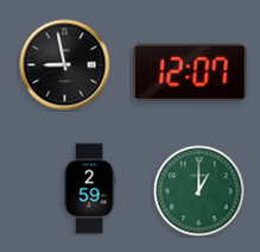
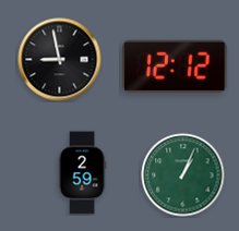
clock at (191, 73): 12:07 -> 12:12
clock at (199, 191): 1:00 -> 1:04
